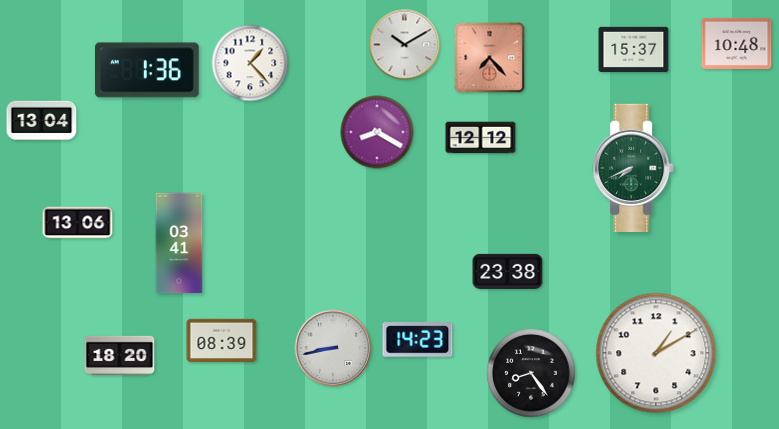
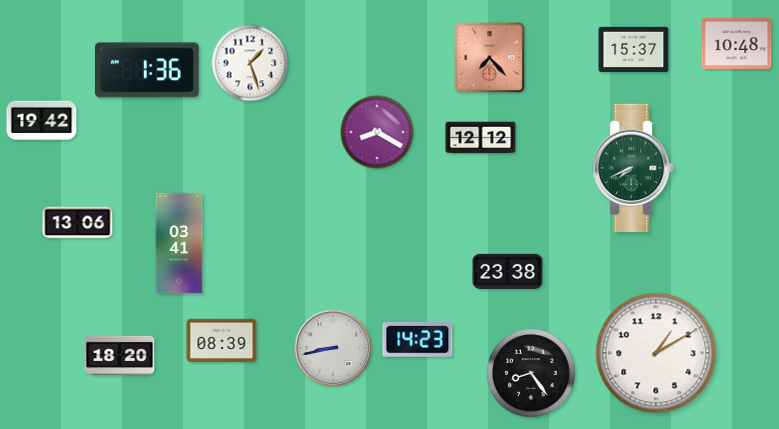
clock at (405, 45): 10:10 -> none
clock at (250, 63): 1:23 -> 1:27
clock at (42, 121): 13:04 -> 19:42
